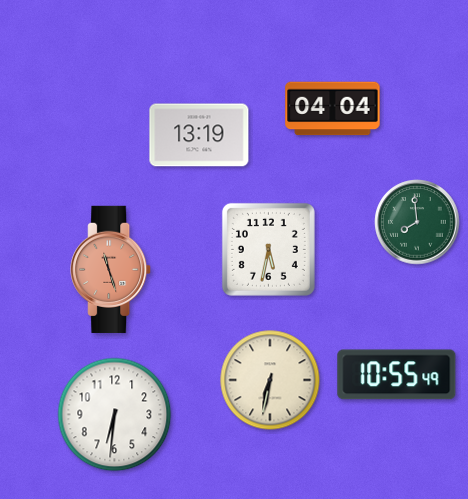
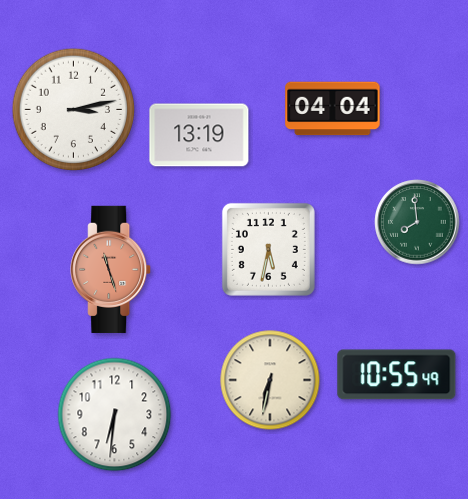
clock at (74, 110): none -> 3:13
